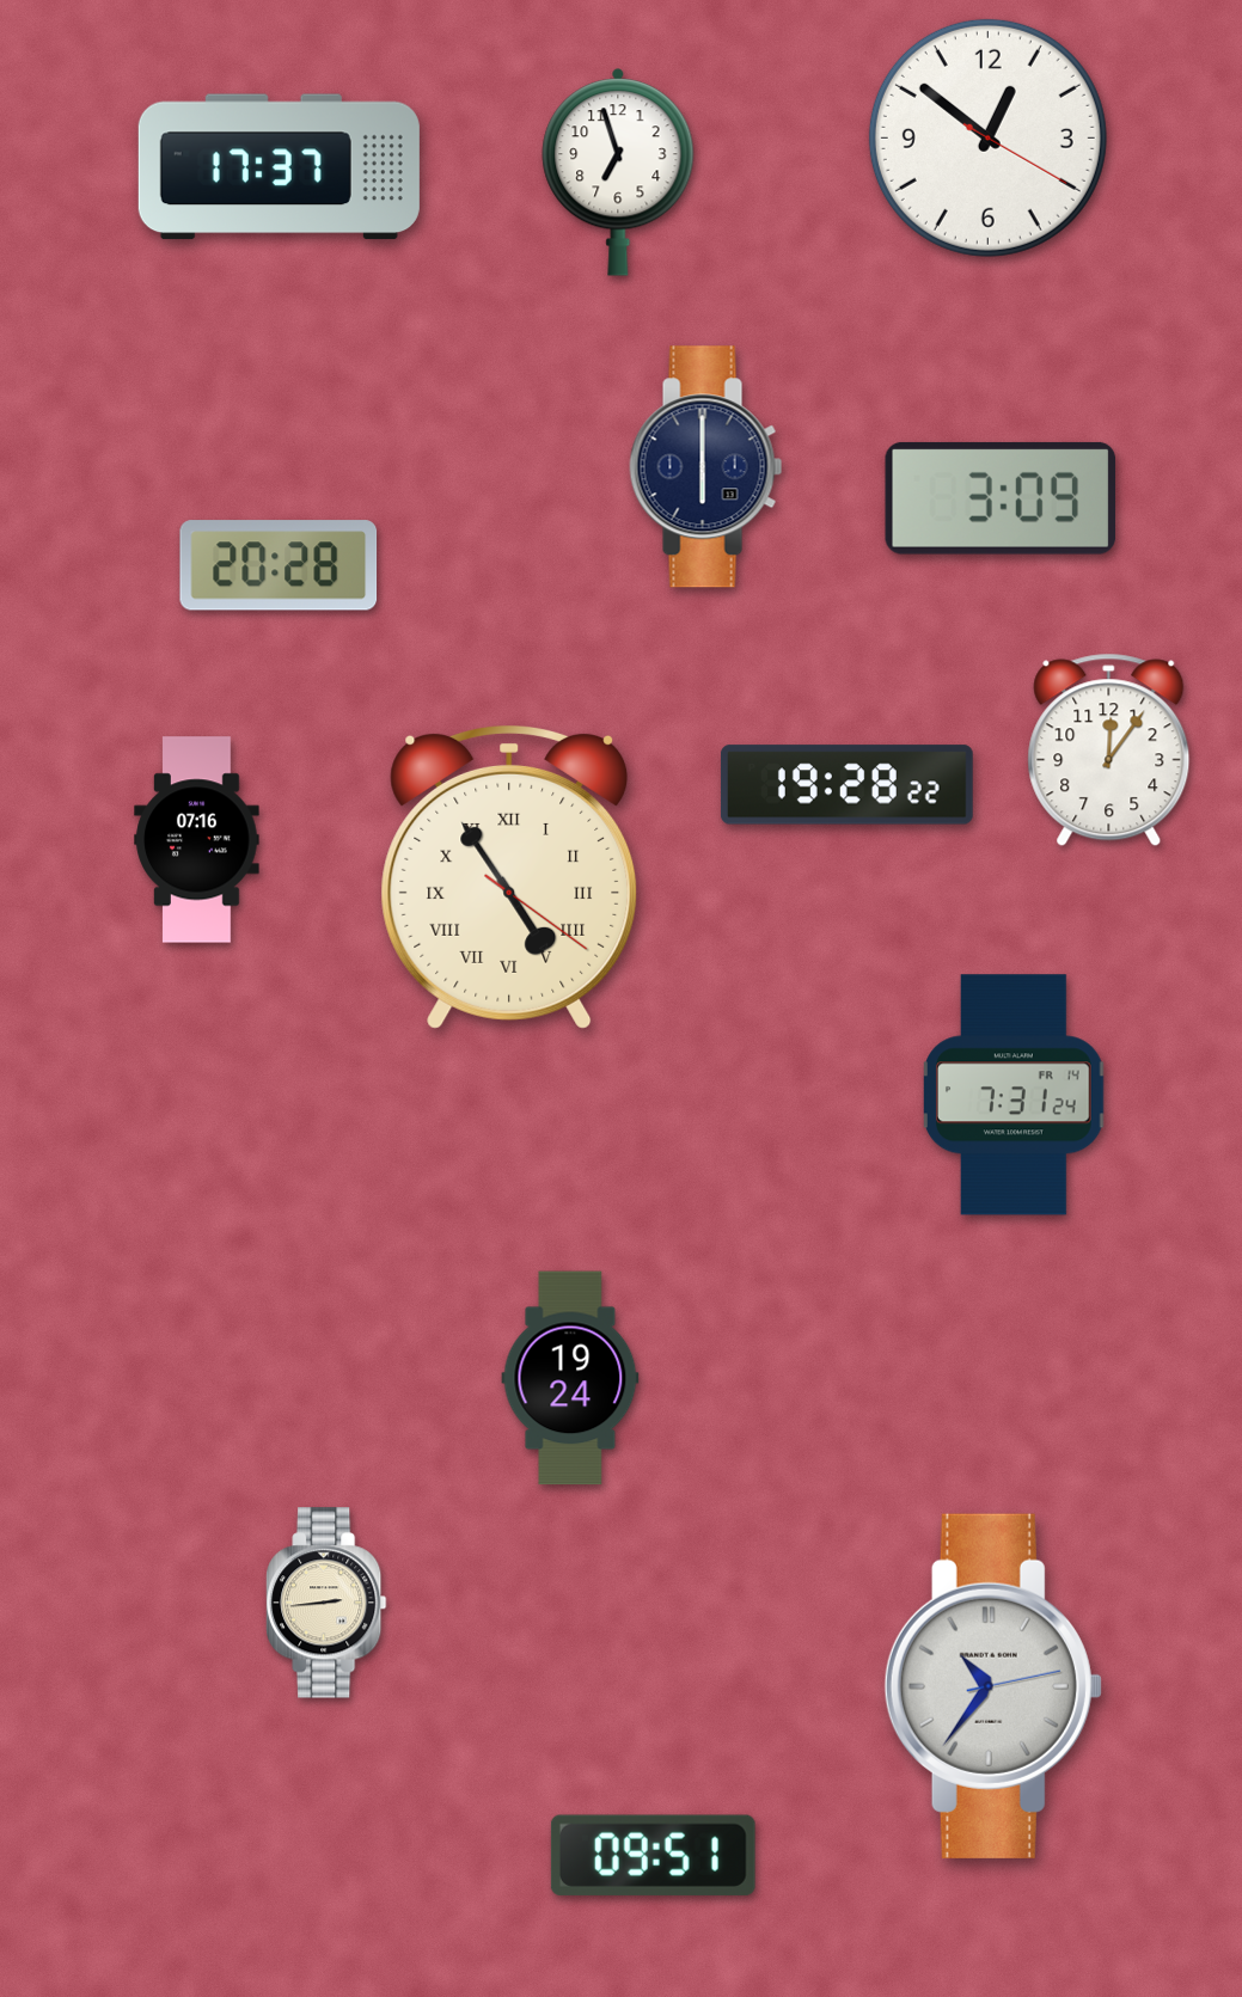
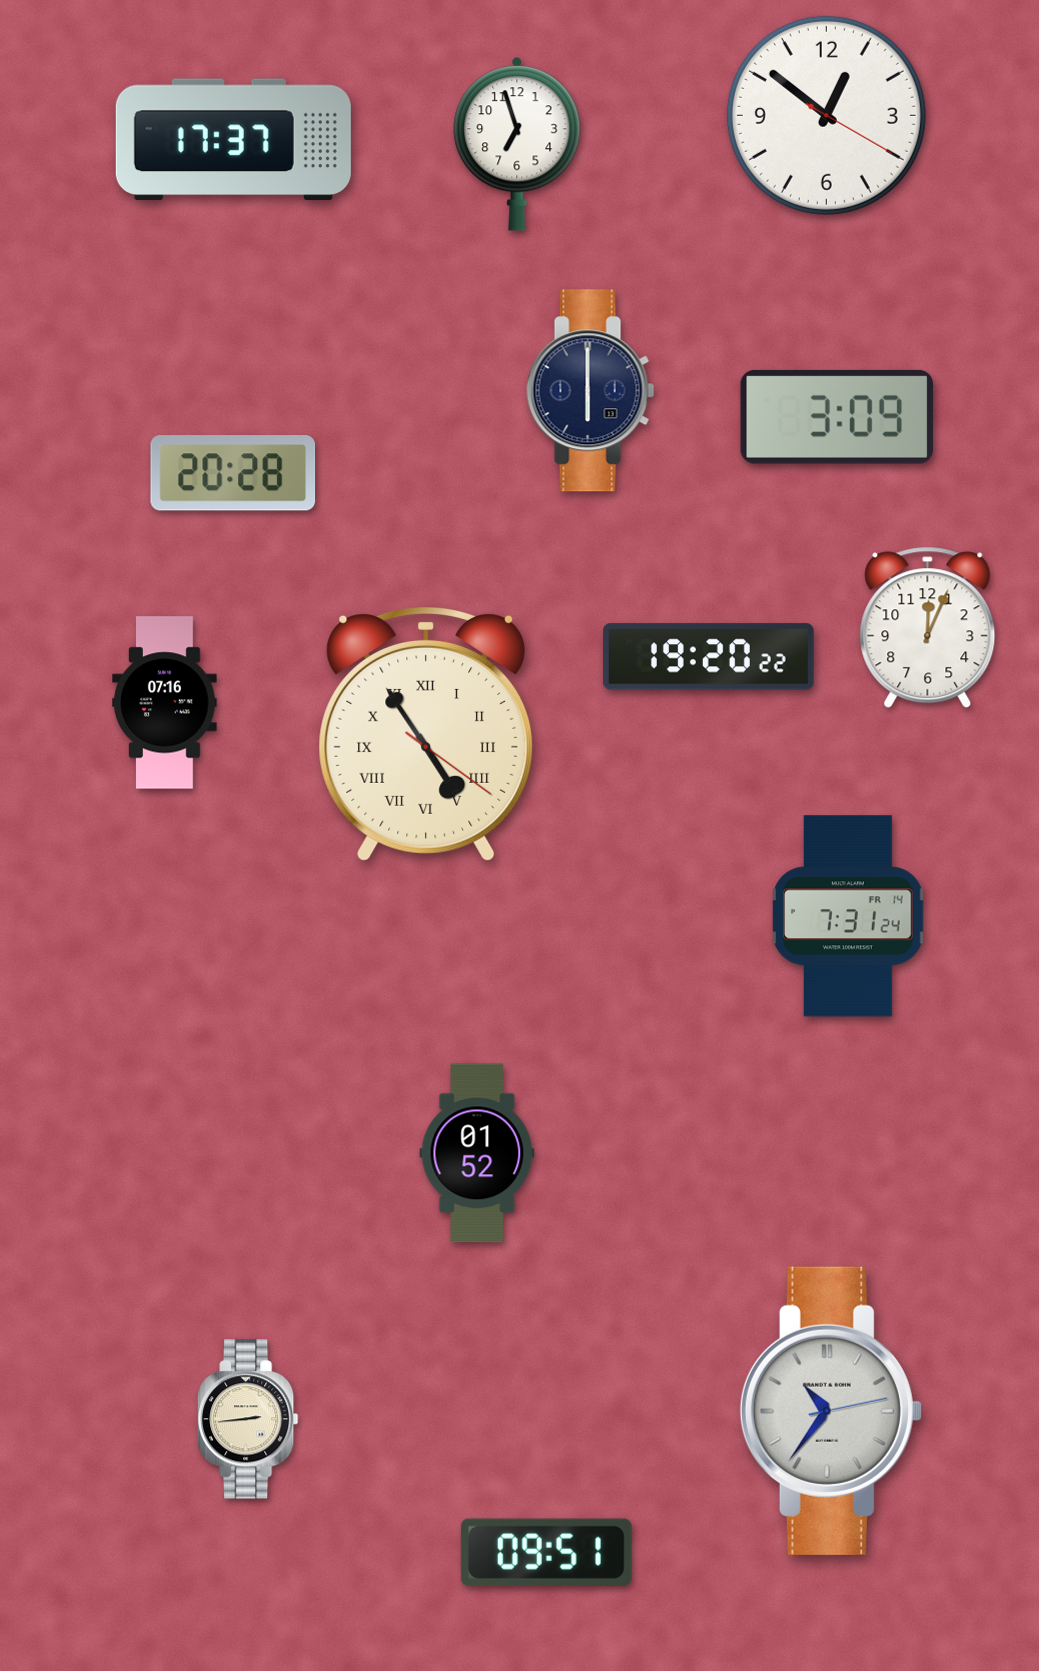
clock at (1109, 751): 12:06 -> 12:04
clock at (846, 785): 19:28 -> 19:20
clock at (570, 1378): 19:24 -> 01:52
clock at (326, 1603) position: (326, 1603) -> (248, 1419)
